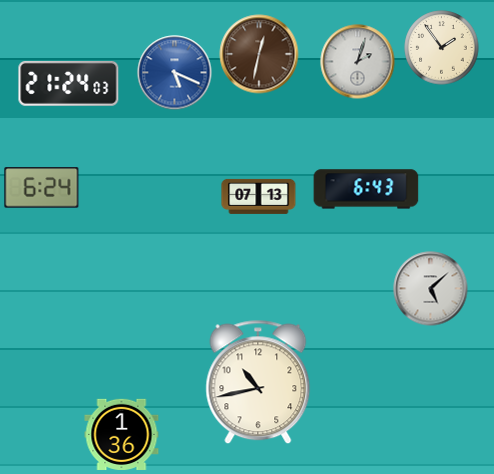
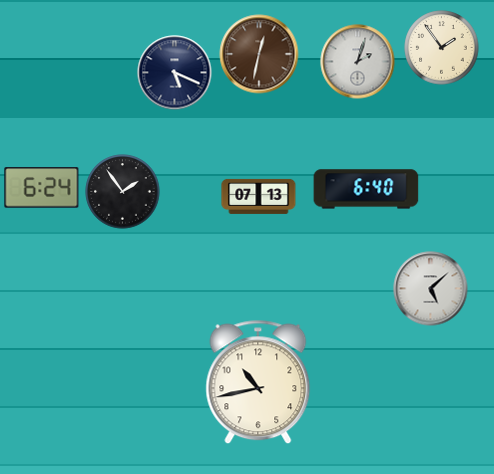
clock at (175, 73) dial: blue -> navy
clock at (69, 83): 21:24 -> none
clock at (366, 189): 6:43 -> 6:40
clock at (123, 192): none -> 1:54
clock at (122, 434): 1:36 -> none
